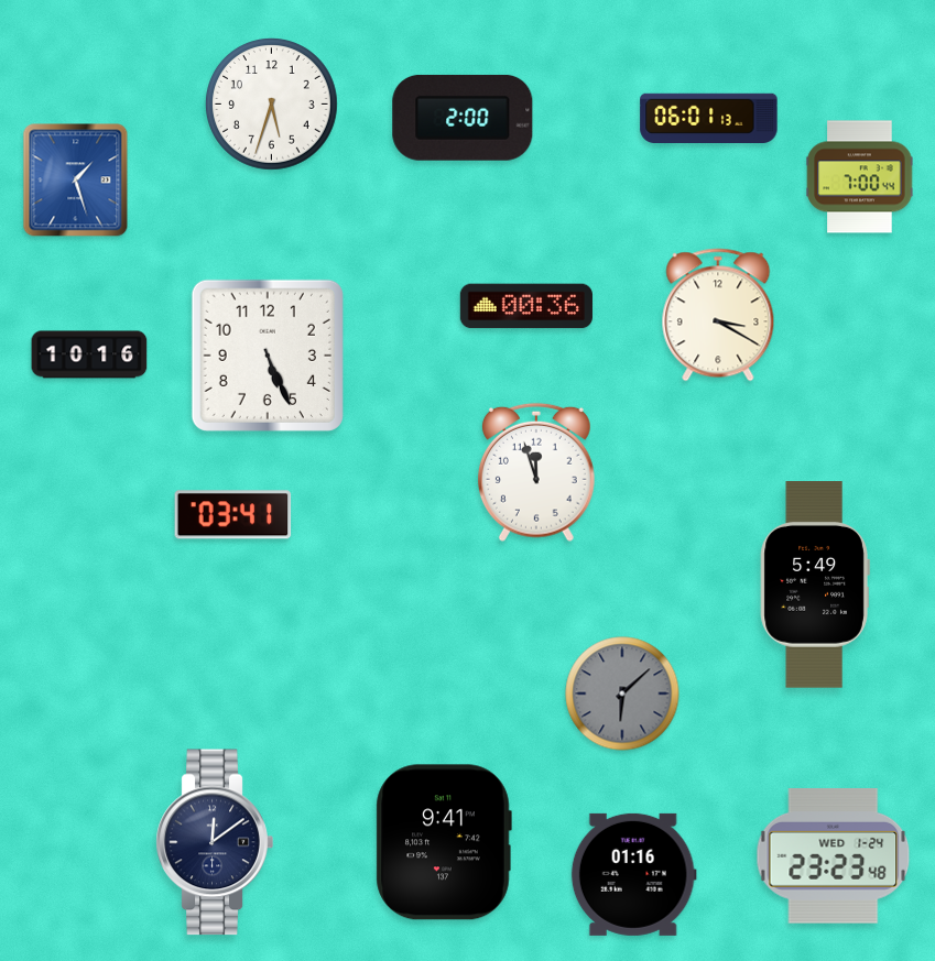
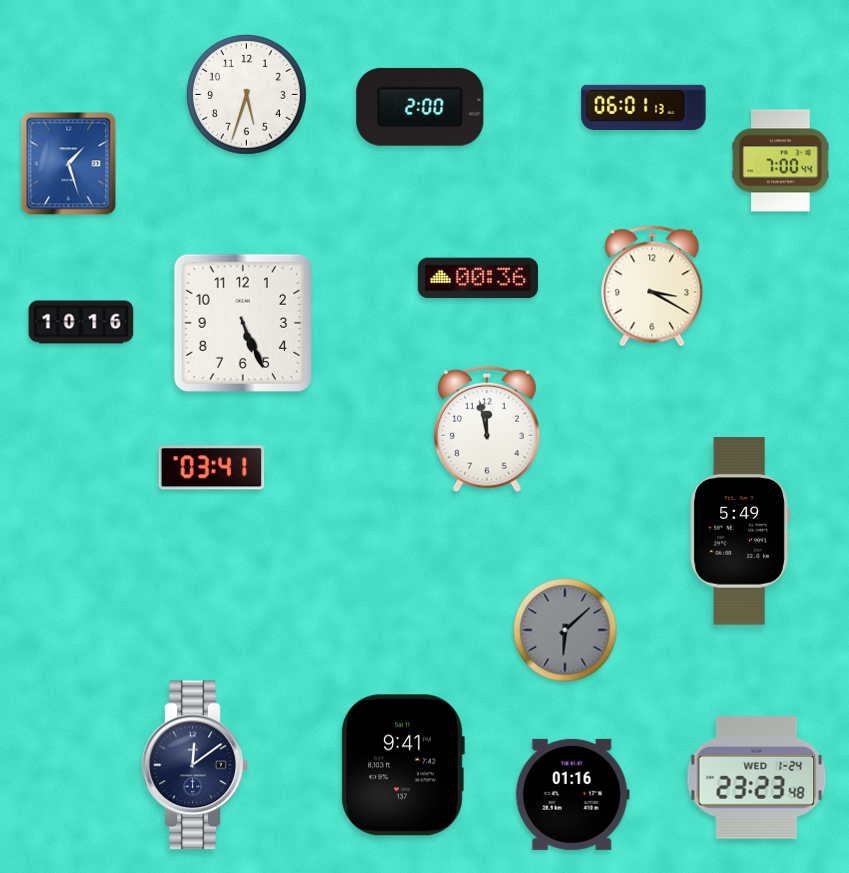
clock at (536, 472): 11:57 -> 11:58
clock at (633, 874) position: (633, 874) -> (572, 794)
